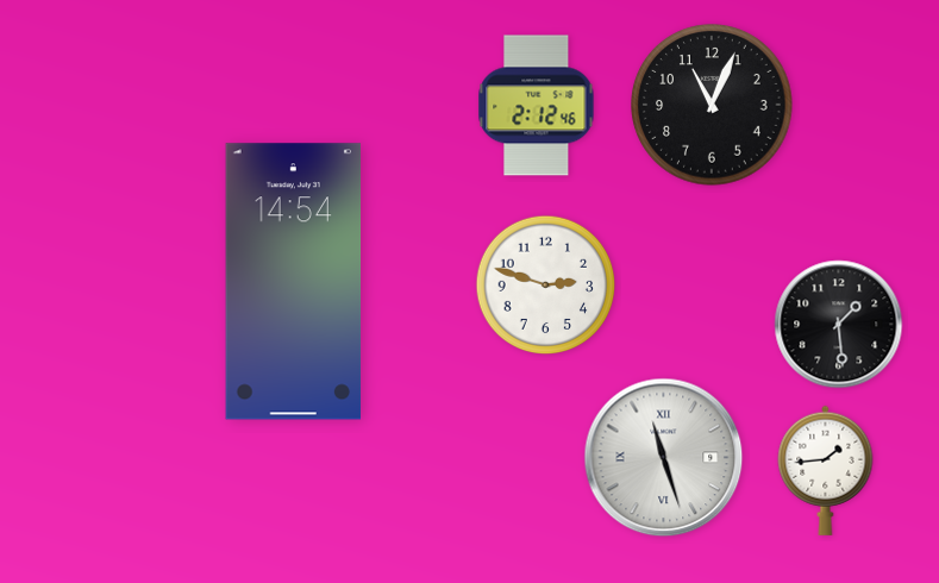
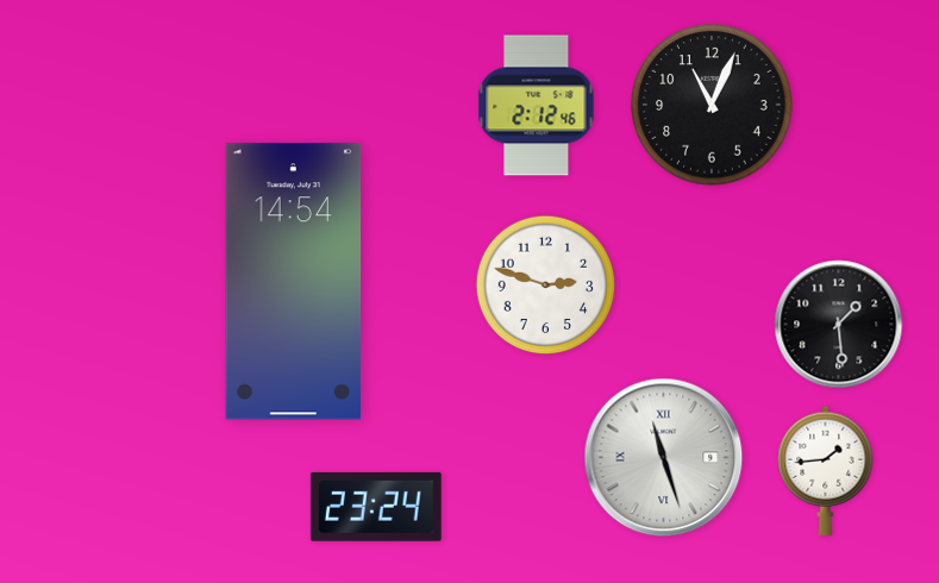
clock at (376, 507): none -> 23:24
